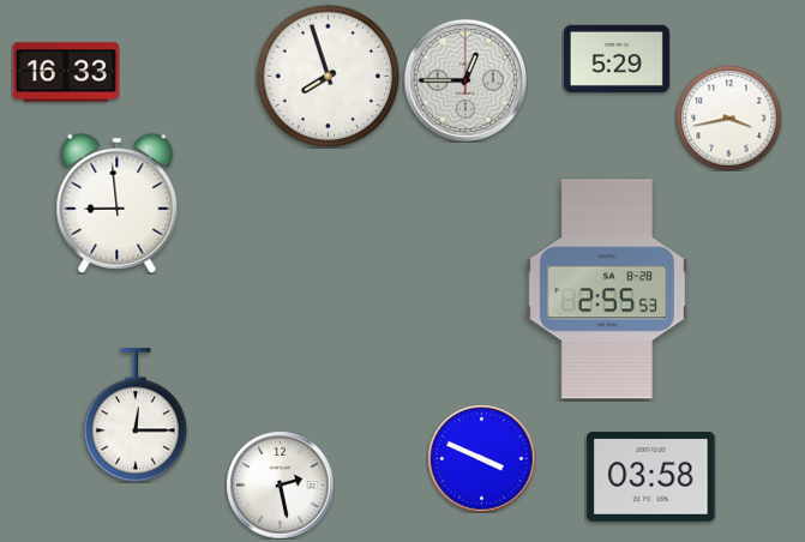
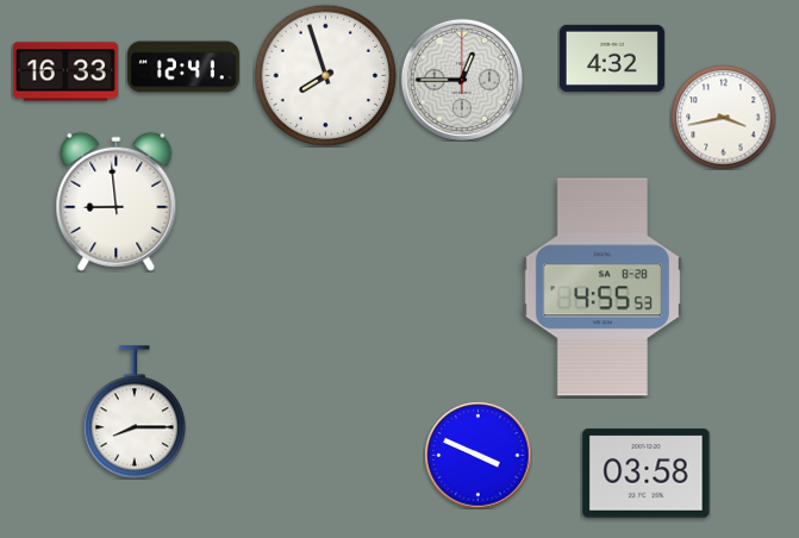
clock at (617, 59): 5:29 -> 4:32
clock at (185, 67): none -> 12:41
clock at (607, 289): 2:55 -> 4:55
clock at (136, 415): 12:15 -> 8:15
clock at (280, 484): 2:28 -> none
